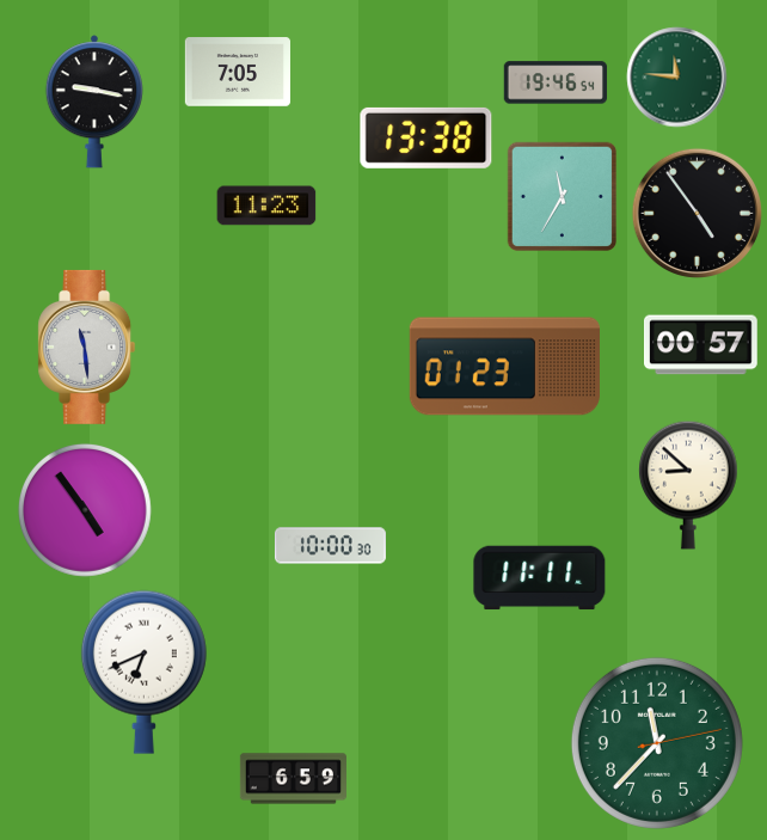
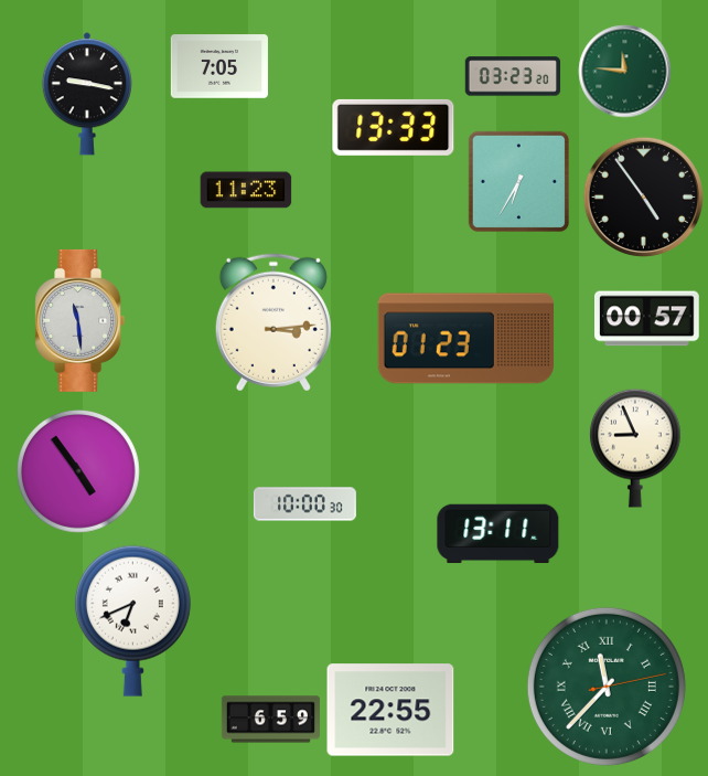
clock at (556, 82): 19:46 -> 03:23
clock at (427, 137): 13:38 -> 13:33
clock at (562, 196): 11:35 -> 6:35
clock at (273, 322): none -> 3:14
clock at (688, 485): 8:52 -> 8:56
clock at (540, 578): 11:11 -> 13:11
clock at (657, 743) numerals: Arabic -> Roman
clock at (390, 710): none -> 22:55
